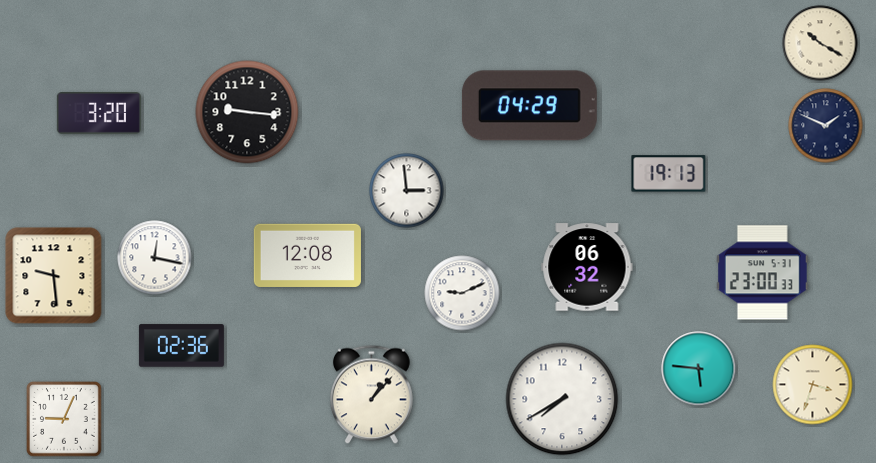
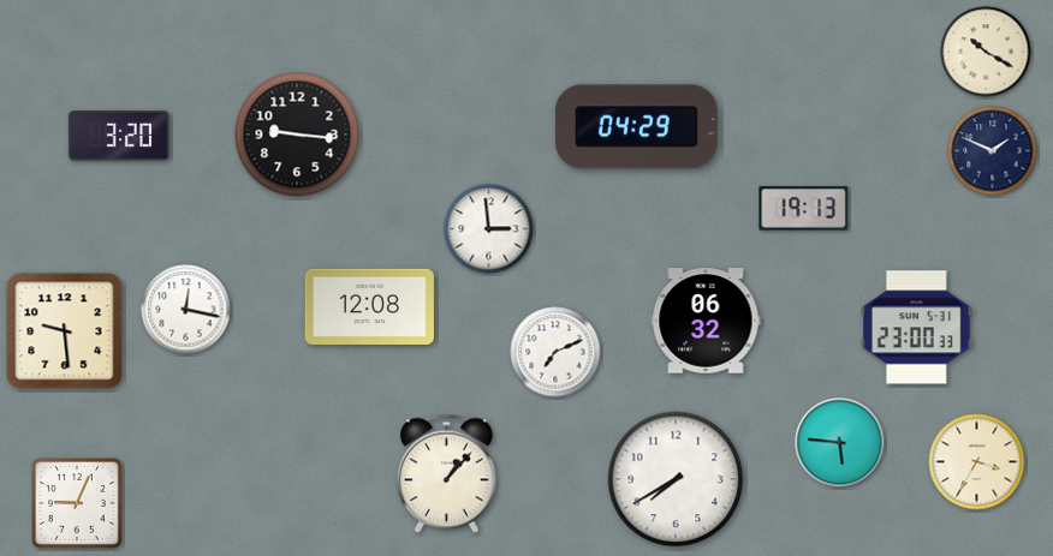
clock at (462, 293): 9:11 -> 7:11
clock at (181, 346): 02:36 -> none
clock at (813, 385): 3:33 -> 3:35
